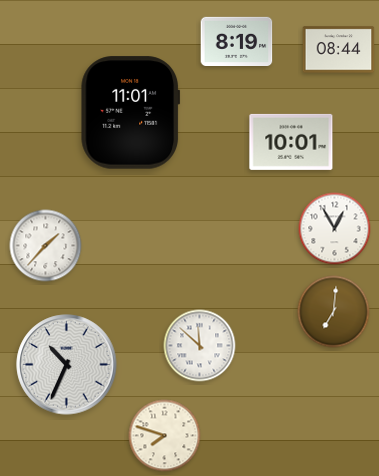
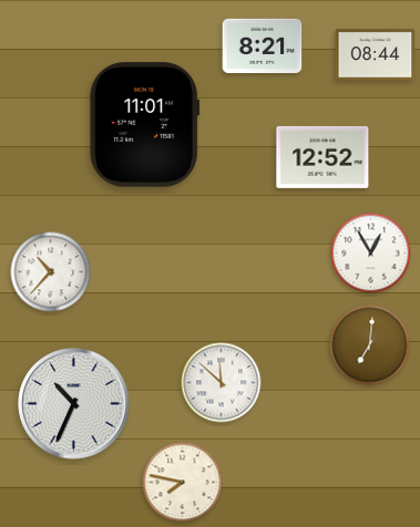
clock at (237, 41): 8:19 -> 8:21
clock at (291, 142): 10:01 -> 12:52
clock at (46, 246): 1:37 -> 10:37
clock at (165, 436): 7:48 -> 7:47
